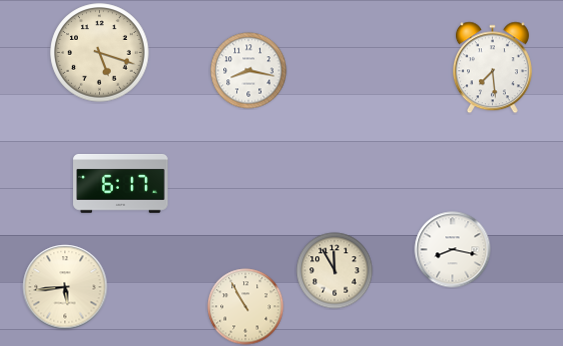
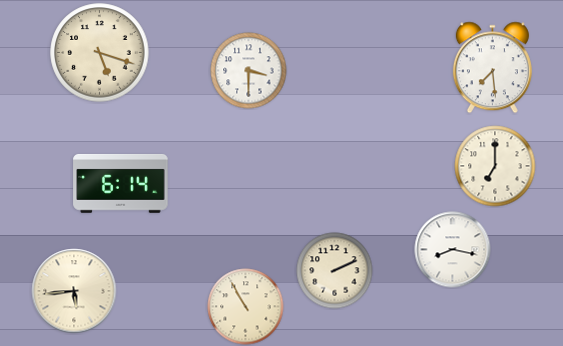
clock at (249, 71): 8:17 -> 3:30
clock at (495, 166): none -> 7:00
clock at (121, 183): 6:17 -> 6:14
clock at (335, 271): 11:55 -> 2:11
clock at (65, 287) position: (65, 287) -> (74, 291)
